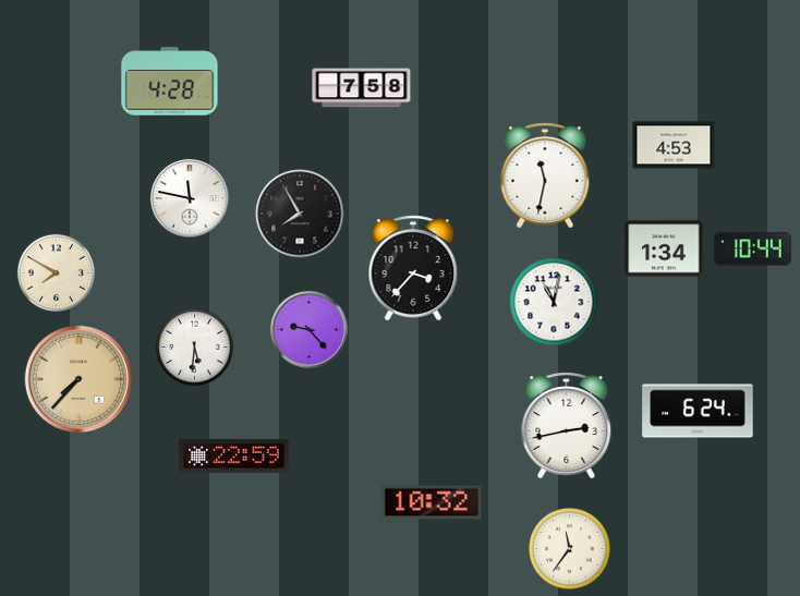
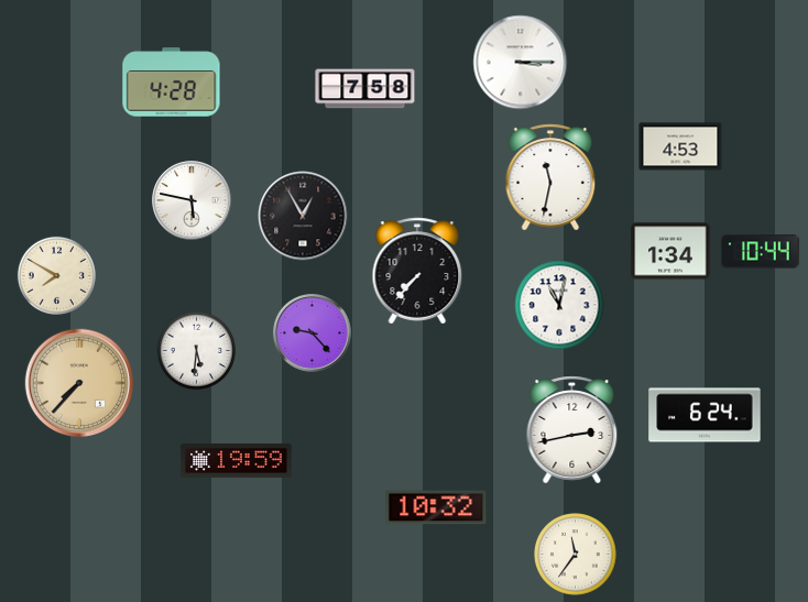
clock at (521, 63): none -> 3:15
clock at (190, 198): 11:47 -> 5:47
clock at (300, 214): 7:55 -> 12:55
clock at (413, 268): 3:37 -> 7:37
clock at (234, 455): 22:59 -> 19:59
